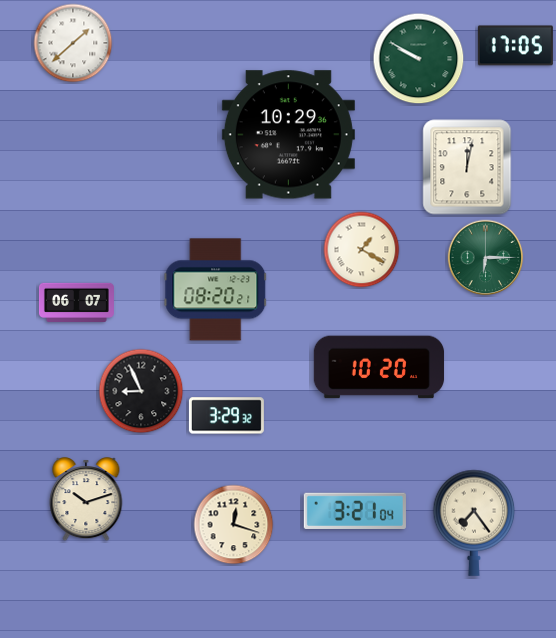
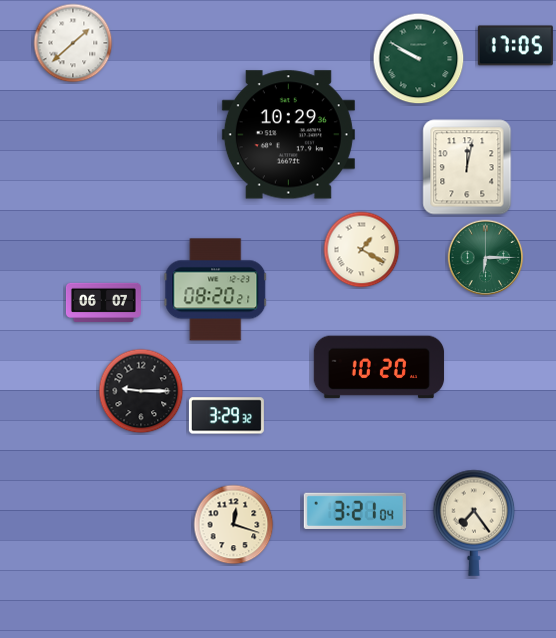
clock at (76, 302) position: (76, 302) -> (103, 302)
clock at (141, 391): 8:56 -> 9:15
clock at (86, 500): 10:12 -> none
